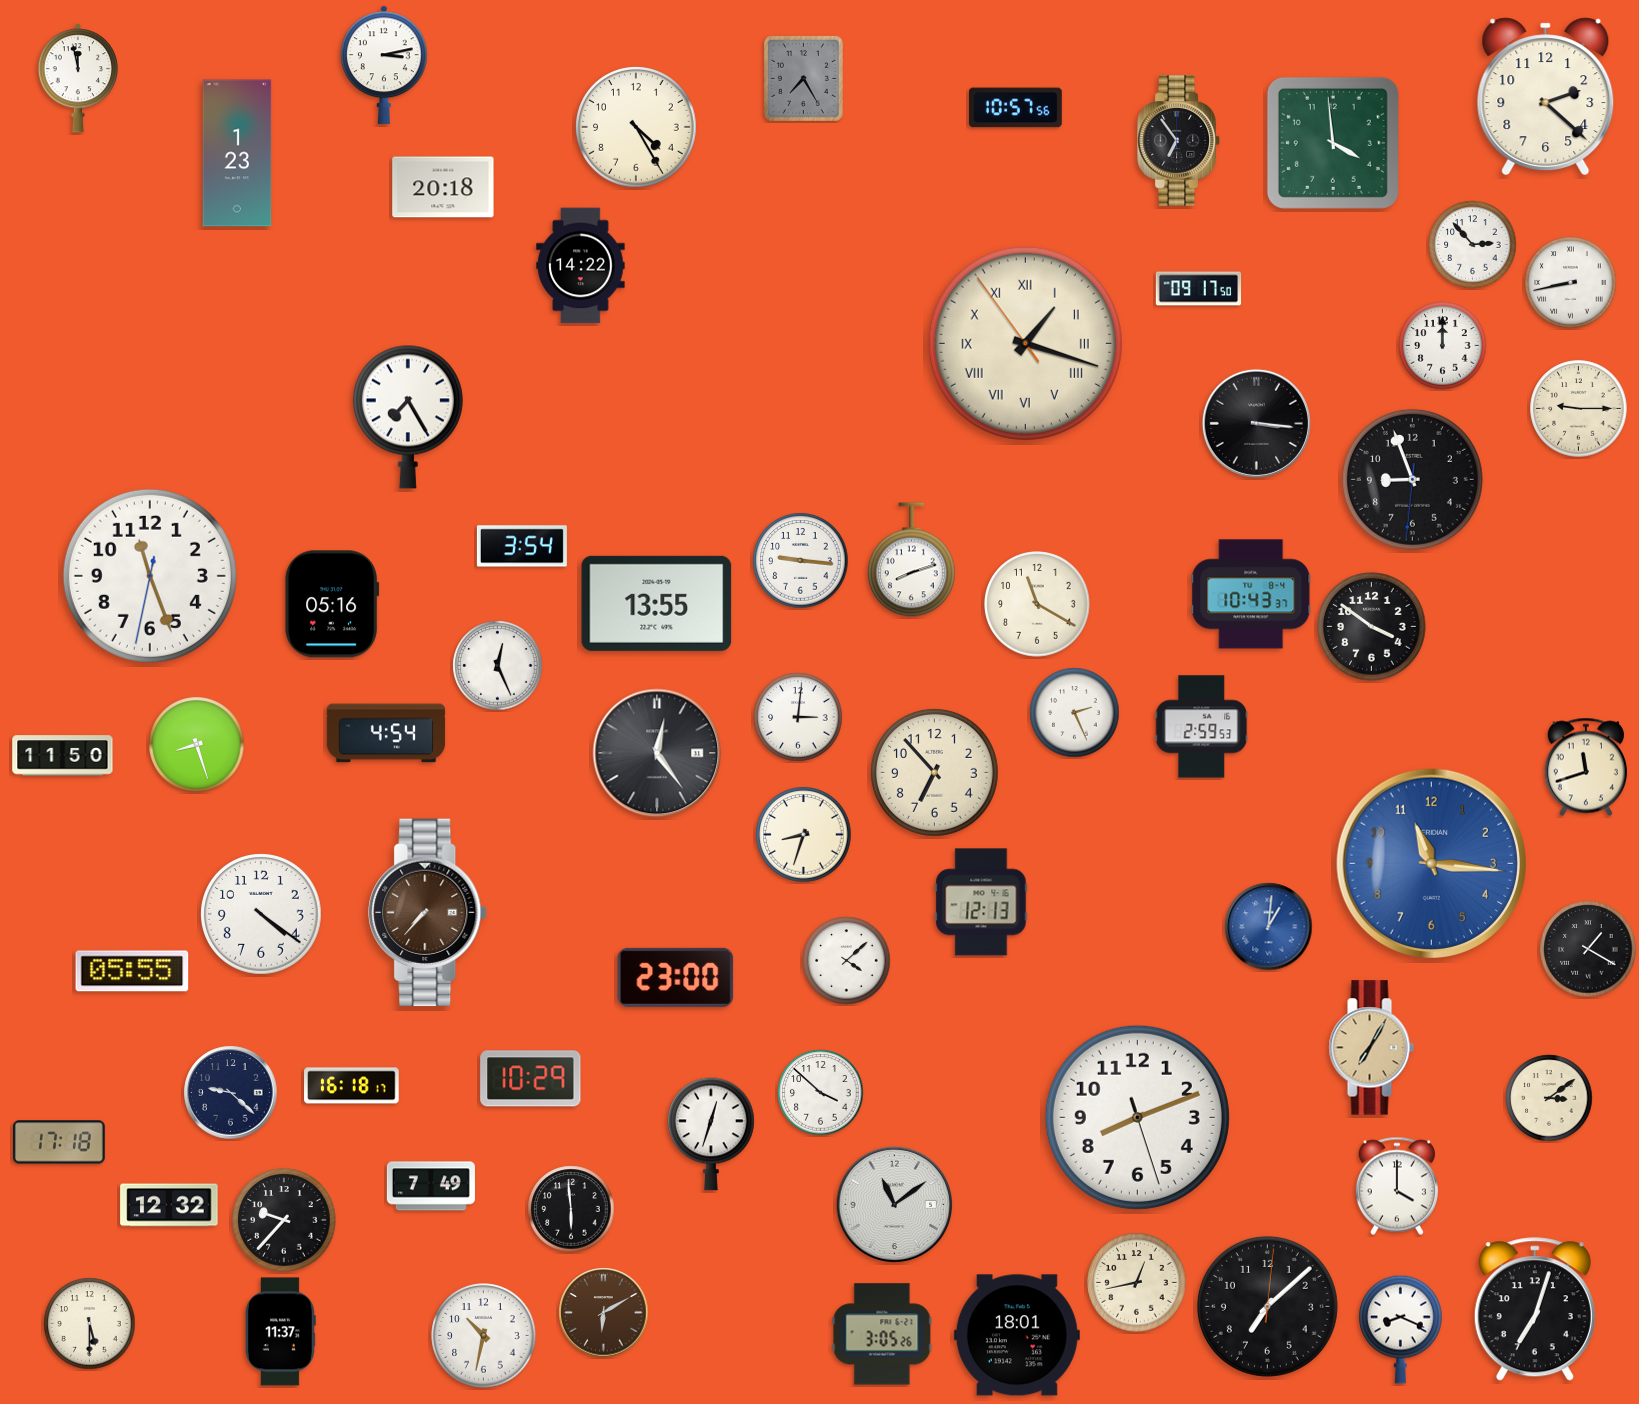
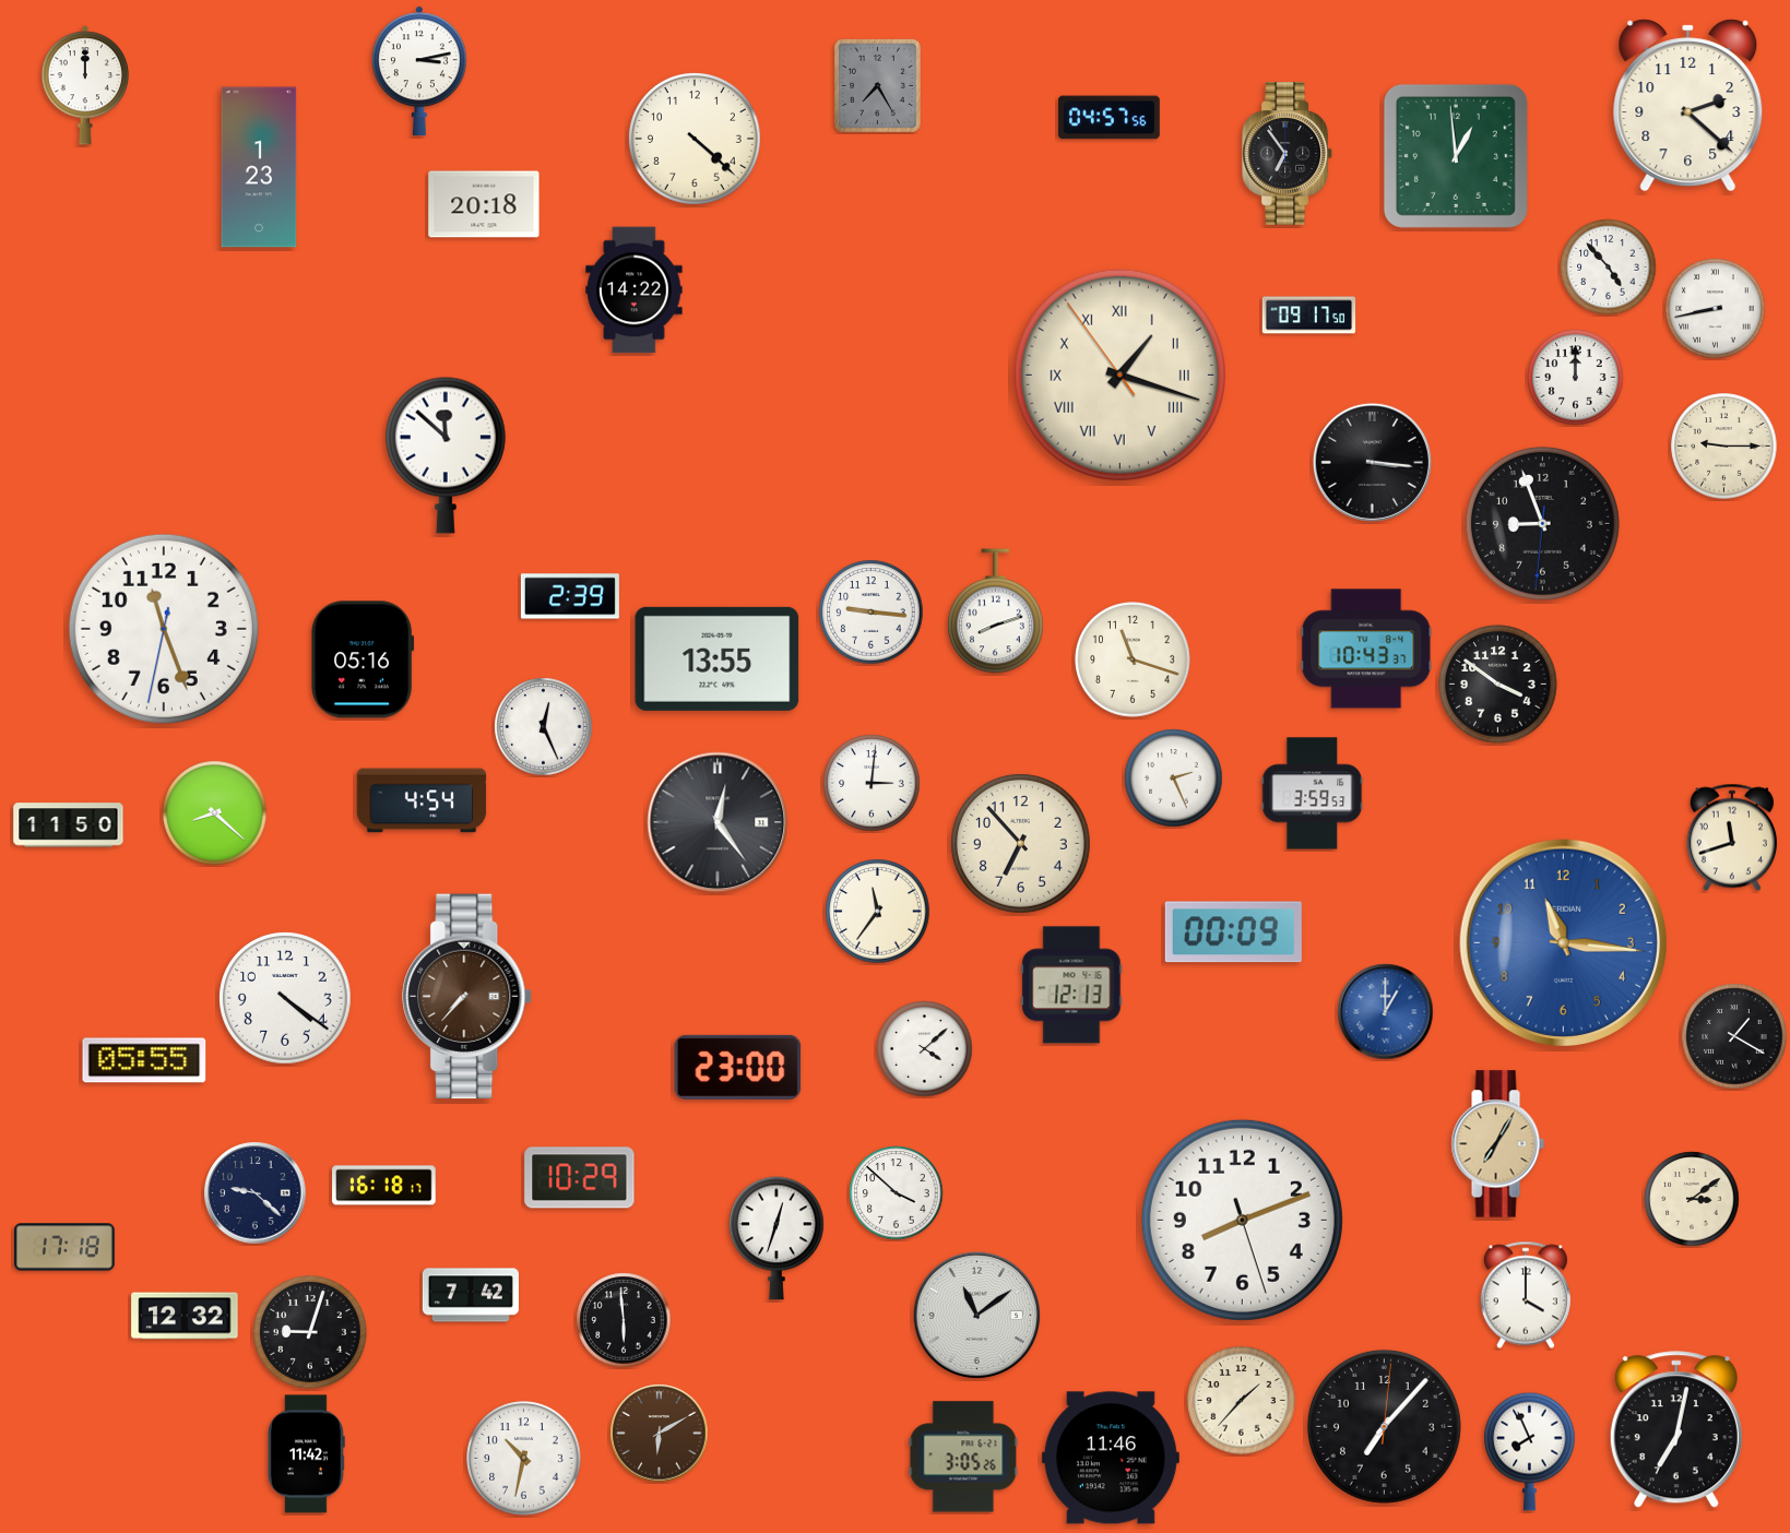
clock at (78, 78): 11:58 -> 12:00
clock at (1015, 108): 10:57 -> 04:57
clock at (637, 128): 4:25 -> 4:22
clock at (1333, 143): 3:59 -> 12:59
clock at (1473, 245): 2:53 -> 4:53
clock at (408, 417): 7:25 -> 11:52
clock at (522, 546): 3:54 -> 2:39
clock at (801, 561) position: (801, 561) -> (872, 613)
clock at (1037, 604): 11:20 -> 11:18
clock at (1202, 727): 2:59 -> 3:59
clock at (197, 745): 8:27 -> 8:22
clock at (804, 835): 8:33 -> 11:36
clock at (1233, 932): none -> 00:09
clock at (1269, 927): 1:01 -> 1:00
clock at (231, 1093) position: (231, 1093) -> (256, 1193)
clock at (431, 1186): 7:49 -> 7:42
clock at (284, 1220): 9:37 -> 9:03
clock at (1137, 1283): 12:43 -> 1:37
clock at (1267, 1306): 7:08 -> 7:07
clock at (1535, 1310): 7:03 -> 7:02
clock at (90, 1324): 5:30 -> none
clock at (1401, 1329): 8:19 -> 7:56
clock at (281, 1332): 11:37 -> 11:42
clock at (1017, 1335): 18:01 -> 11:46
clock at (484, 1336) position: (484, 1336) -> (524, 1459)
